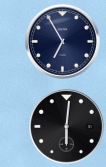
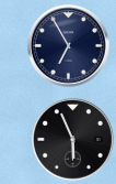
clock at (67, 127): 6:01 -> 5:56
